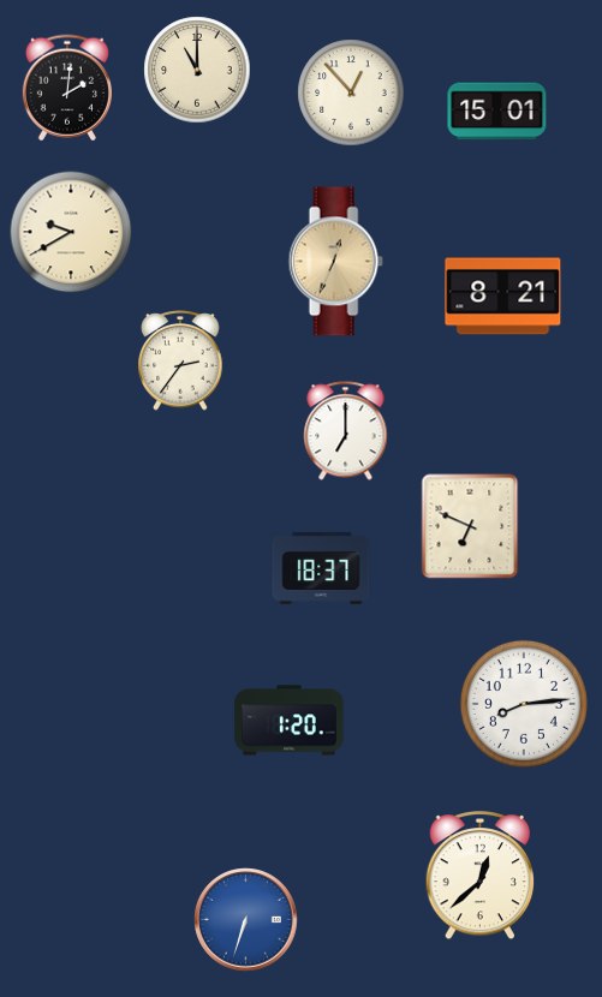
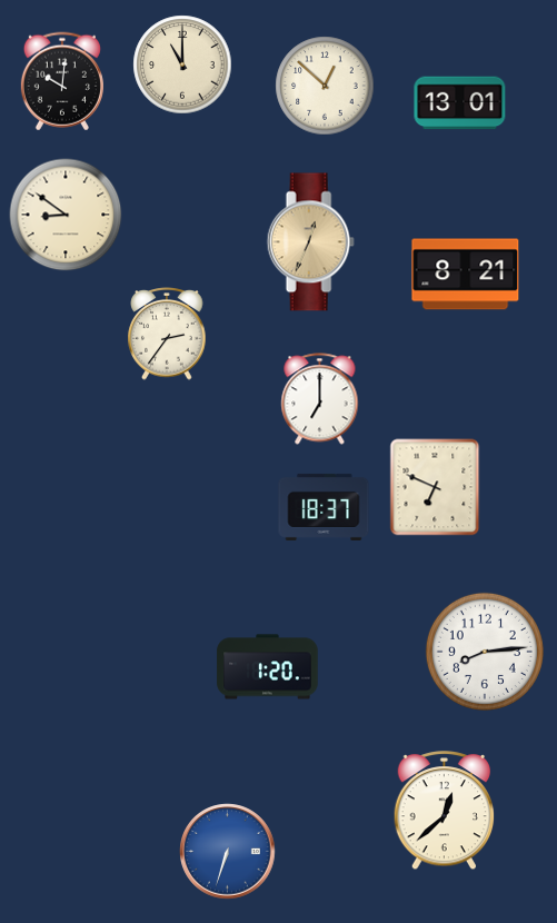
clock at (67, 88): 2:01 -> 10:01
clock at (351, 92): 12:53 -> 12:52
clock at (497, 112): 15:01 -> 13:01
clock at (71, 232): 9:40 -> 8:51
clock at (321, 568) position: (321, 568) -> (324, 507)
